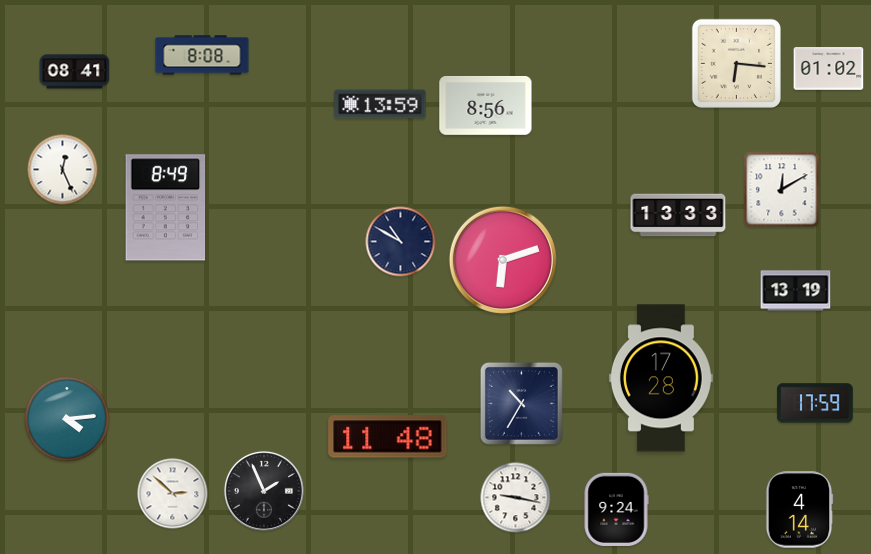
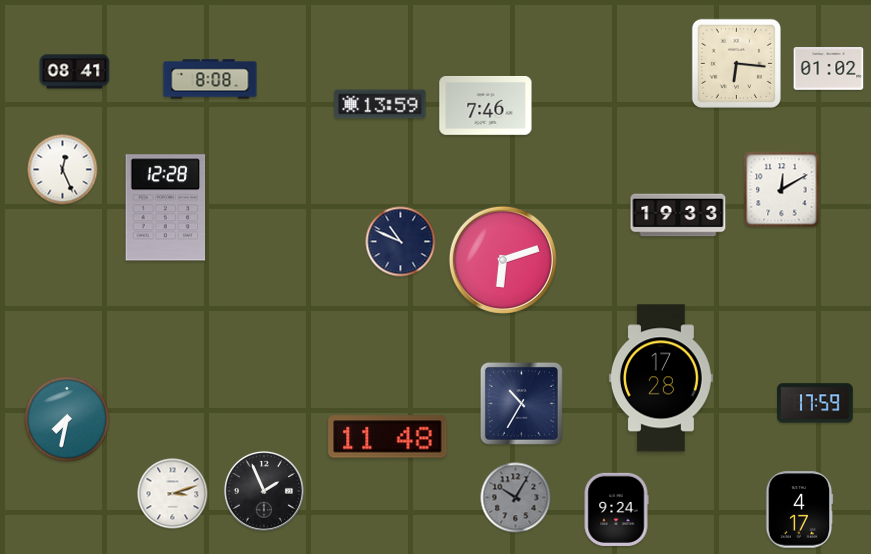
clock at (202, 55) position: (202, 55) -> (210, 79)
clock at (486, 106): 8:56 -> 7:46
clock at (166, 208): 8:49 -> 12:28
clock at (678, 215): 13:33 -> 19:33
clock at (401, 242): 10:50 -> 10:49
clock at (796, 291): 13:19 -> none
clock at (67, 419): 4:14 -> 7:32
clock at (173, 494): 2:52 -> 3:12
clock at (516, 498): 9:17 -> 10:05
clock at (516, 498) dial: white -> grey
clock at (799, 510): 4:14 -> 4:17
